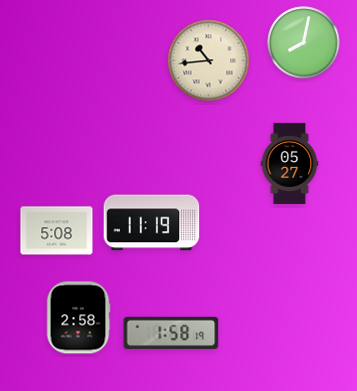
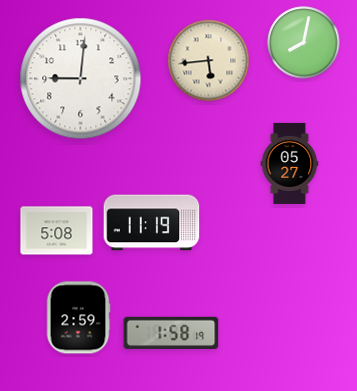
clock at (209, 61): 10:44 -> 5:44
clock at (81, 79): none -> 9:01
clock at (78, 318): 2:58 -> 2:59
